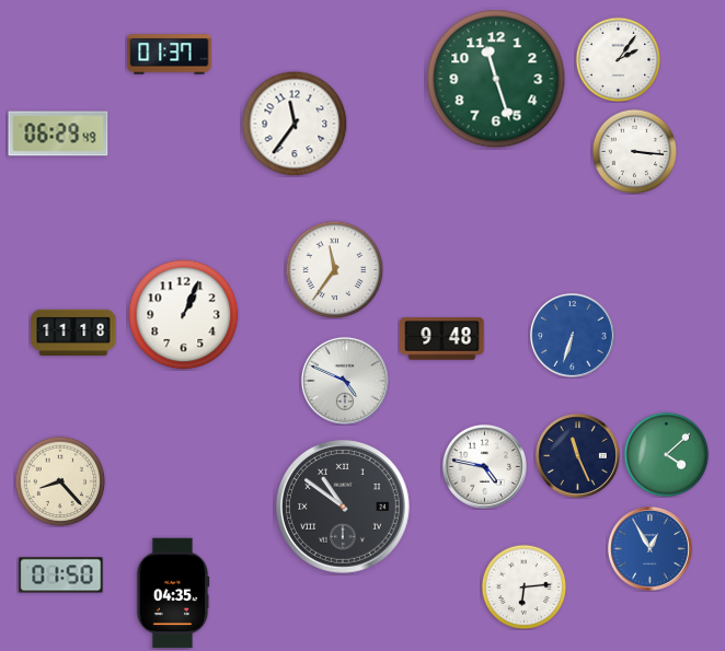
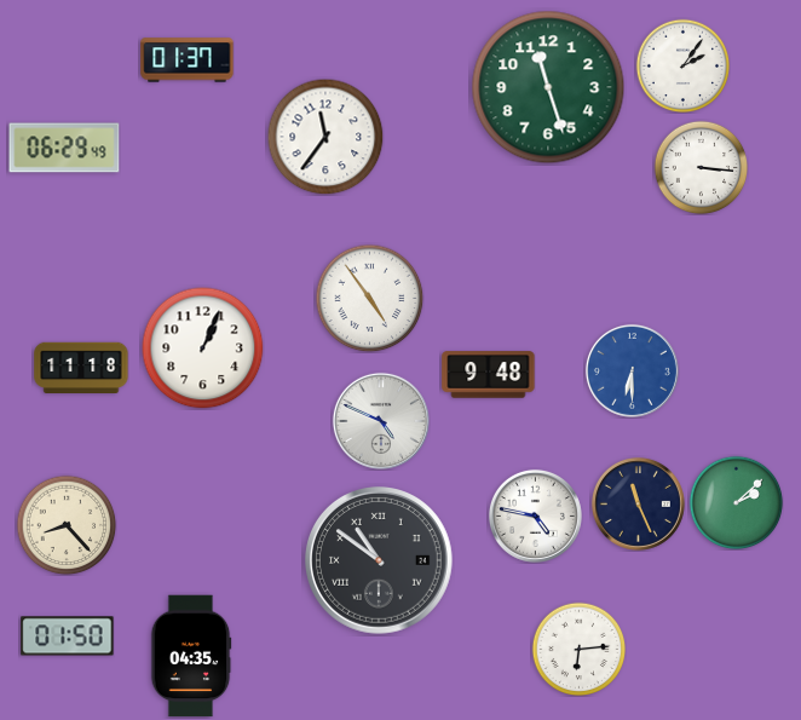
clock at (334, 269): 11:36 -> 4:54
clock at (572, 335): 6:33 -> 6:30
clock at (666, 454): 4:08 -> 2:08
clock at (60, 481) position: (60, 481) -> (67, 525)
clock at (649, 548): 12:55 -> none
